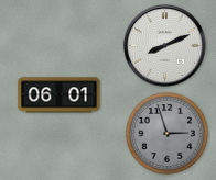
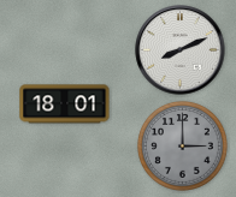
clock at (60, 95): 06:01 -> 18:01
clock at (166, 133): 2:57 -> 3:00
